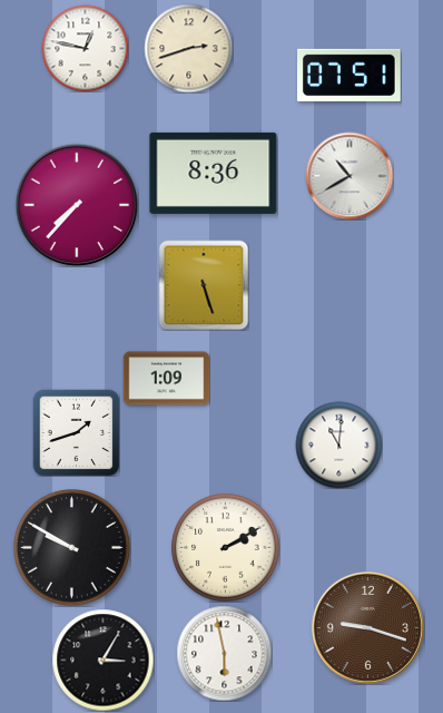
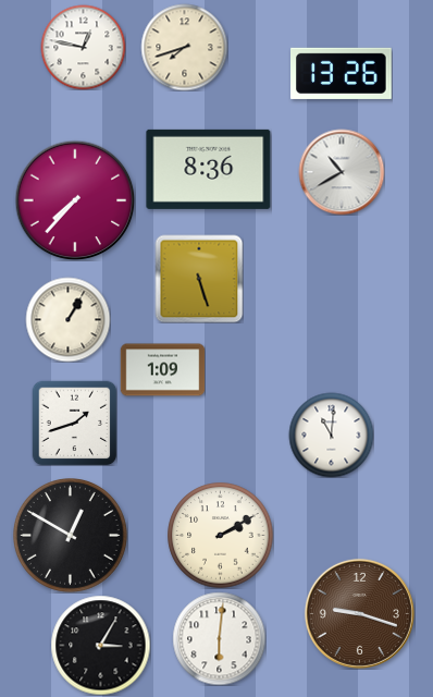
clock at (188, 48): 2:42 -> 7:42
clock at (350, 75): 07:51 -> 13:26
clock at (67, 319): none -> 1:05
clock at (72, 548): 9:50 -> 12:50
clock at (224, 653): 5:58 -> 6:01
